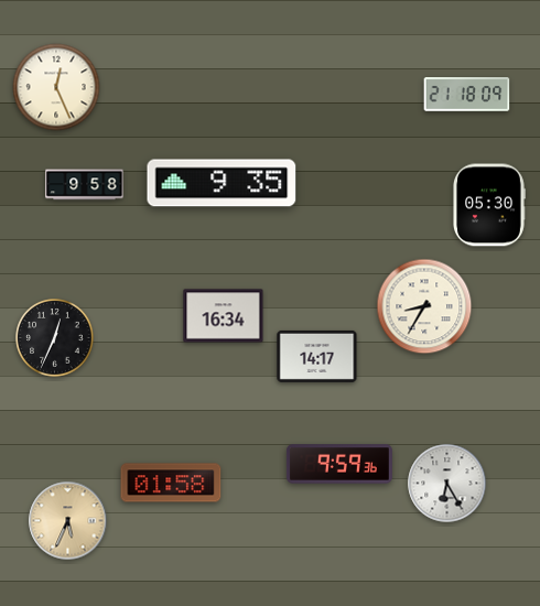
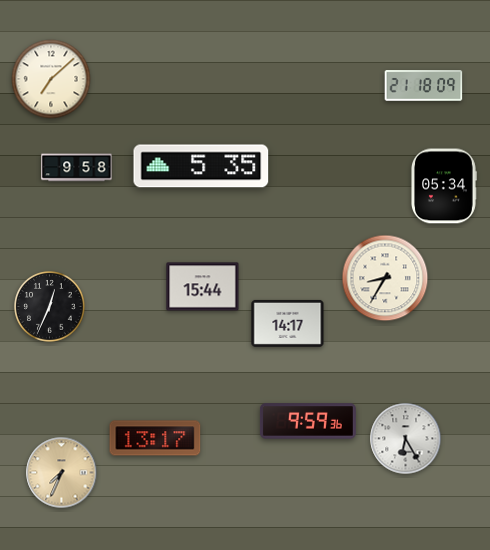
clock at (56, 87): 12:26 -> 7:08
clock at (222, 183): 9:35 -> 5:35
clock at (489, 205): 05:30 -> 05:34
clock at (224, 316): 16:34 -> 15:44
clock at (171, 483): 01:58 -> 13:17
clock at (68, 521): 5:34 -> 7:34
